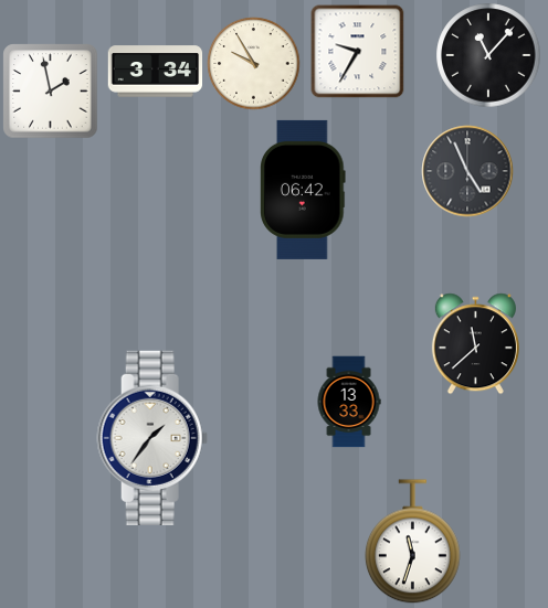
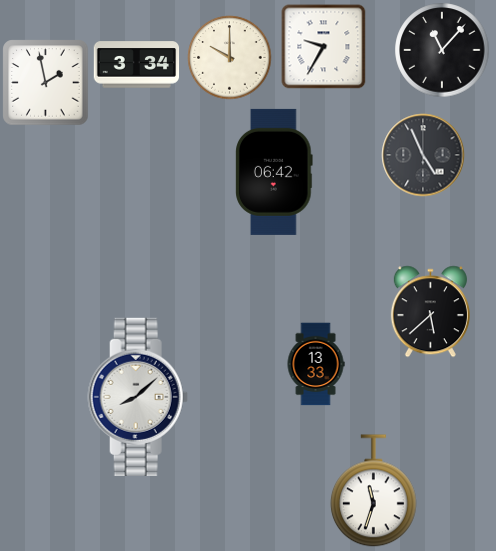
clock at (254, 64): 9:55 -> 10:00
clock at (156, 72) position: (156, 72) -> (137, 65)
clock at (475, 344): 11:38 -> 5:38
clock at (152, 438): 1:36 -> 8:08
